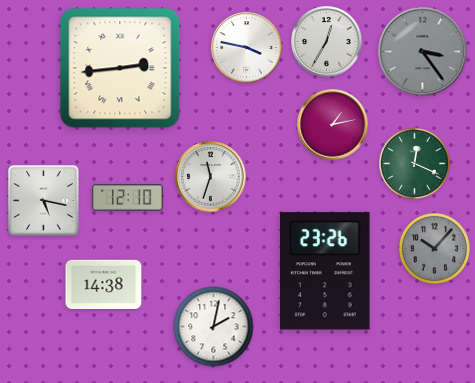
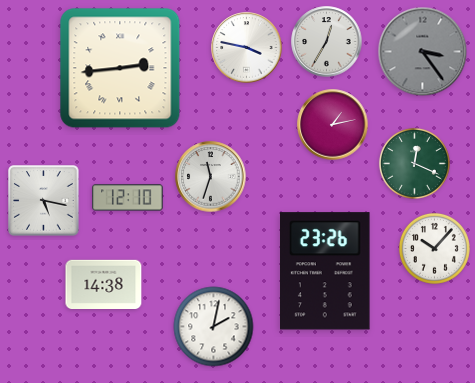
clock at (434, 248) dial: grey -> white
